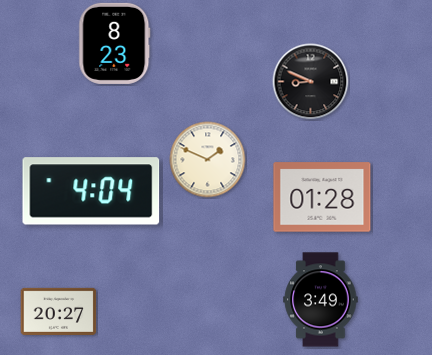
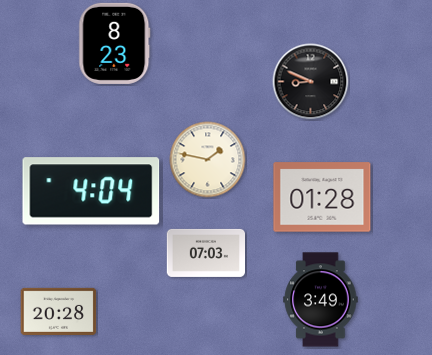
clock at (208, 160): 1:49 -> 1:47
clock at (206, 253): none -> 07:03
clock at (59, 311): 20:27 -> 20:28
